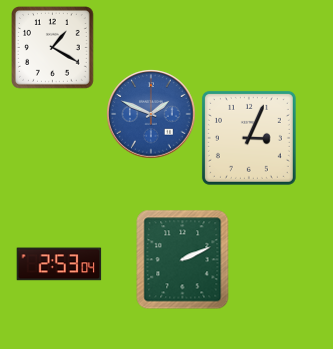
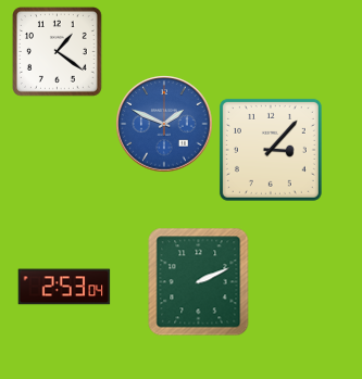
clock at (53, 48): 1:20 -> 1:21
clock at (249, 138): 3:04 -> 3:07
